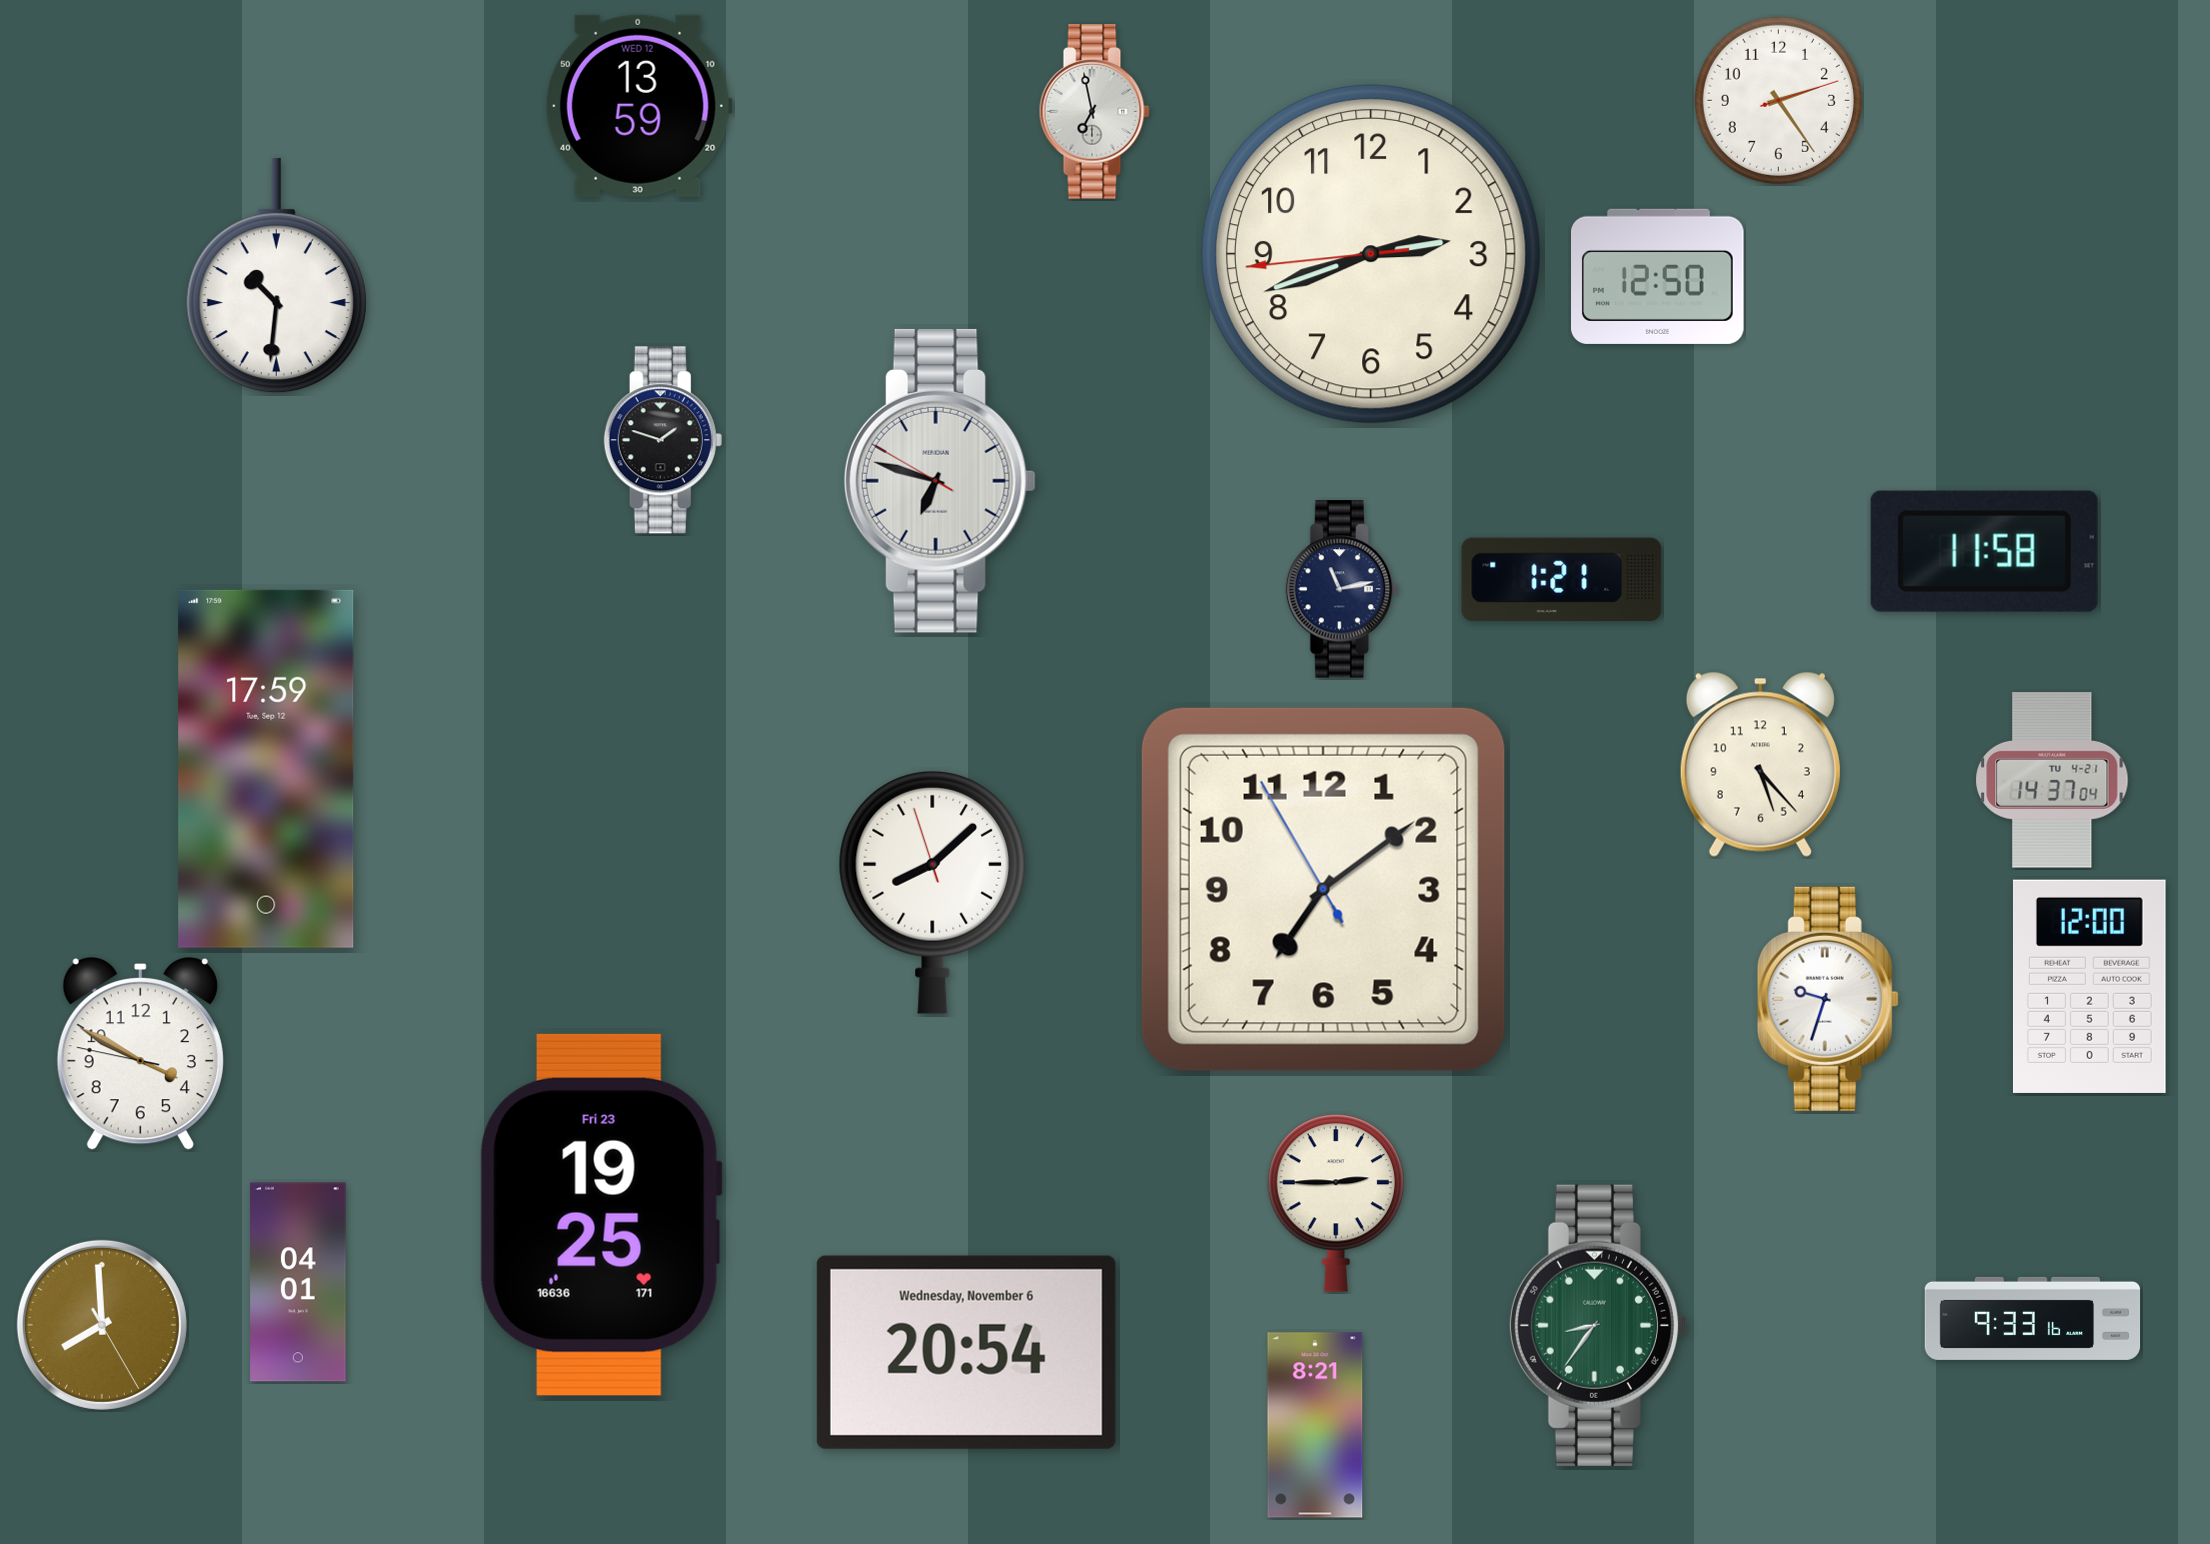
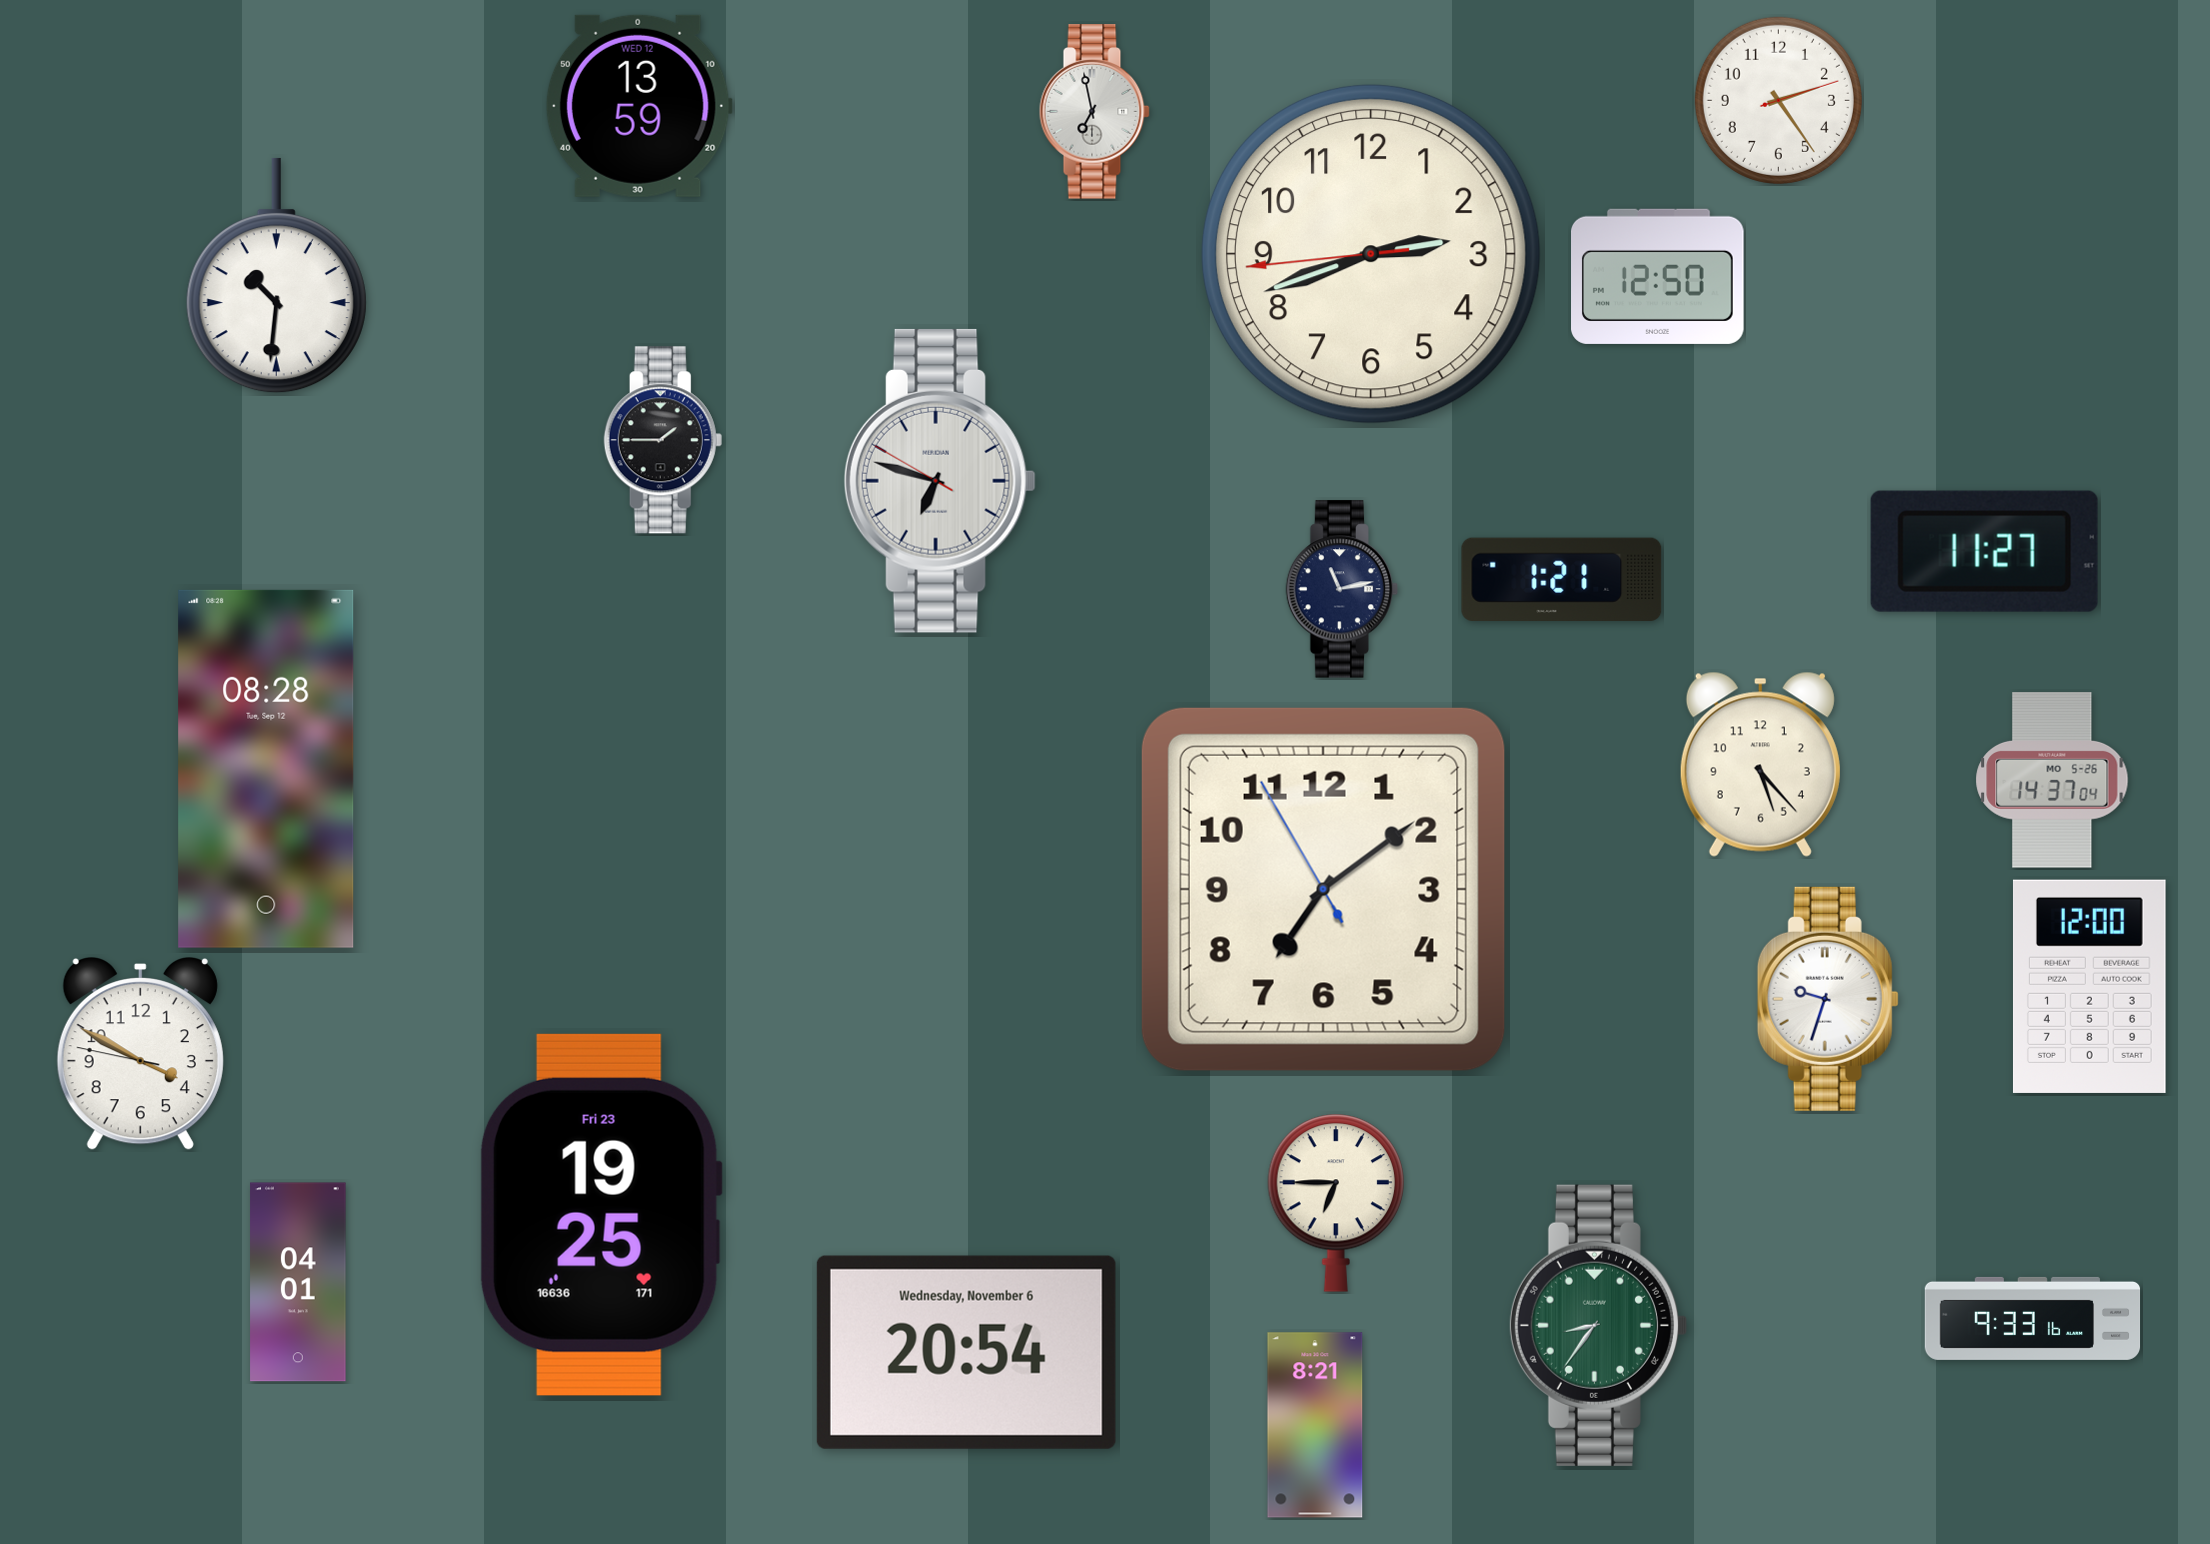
clock at (663, 440): 1:48 -> 1:45
clock at (1984, 551): 11:58 -> 11:27
clock at (266, 769): 17:59 -> 08:28
clock at (2052, 780) date: TU 4-21 -> MO 5-26
clock at (933, 892): 8:07 -> none
clock at (1335, 1203): 2:45 -> 6:45
clock at (102, 1325): 7:59 -> none
